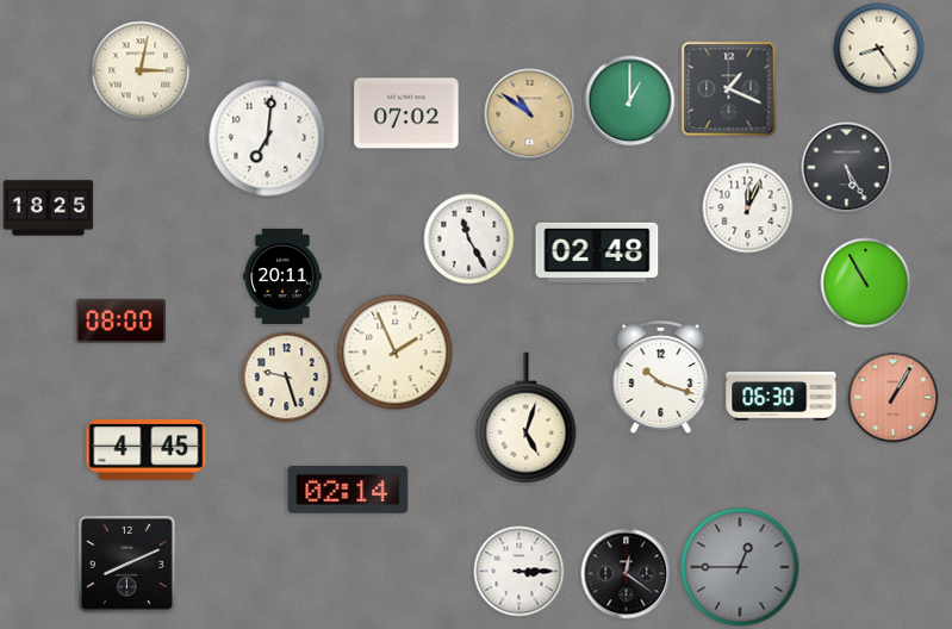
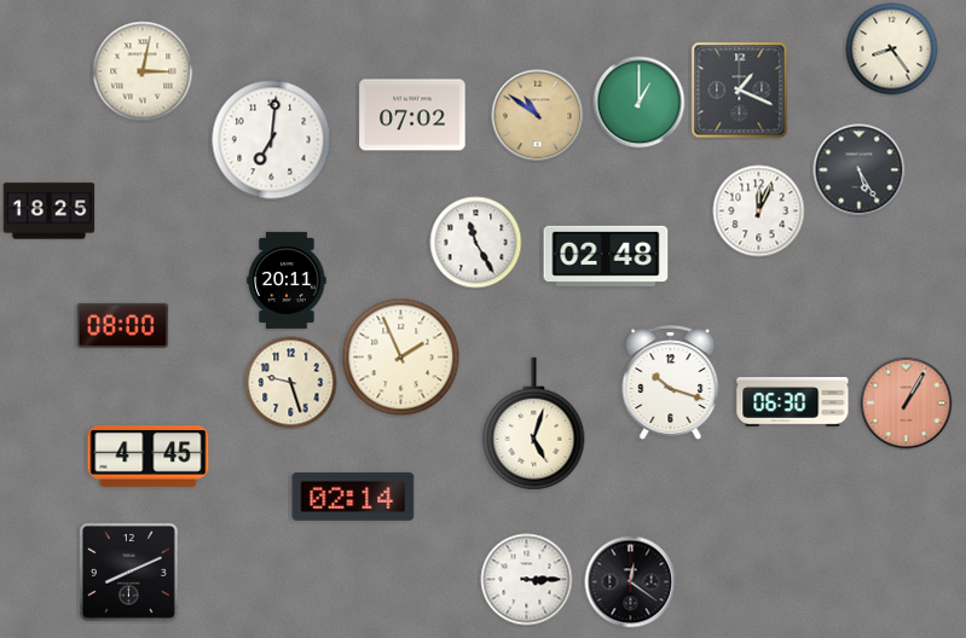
clock at (866, 284): 10:55 -> none
clock at (740, 567): 12:45 -> none
clock at (627, 574) position: (627, 574) -> (631, 582)
